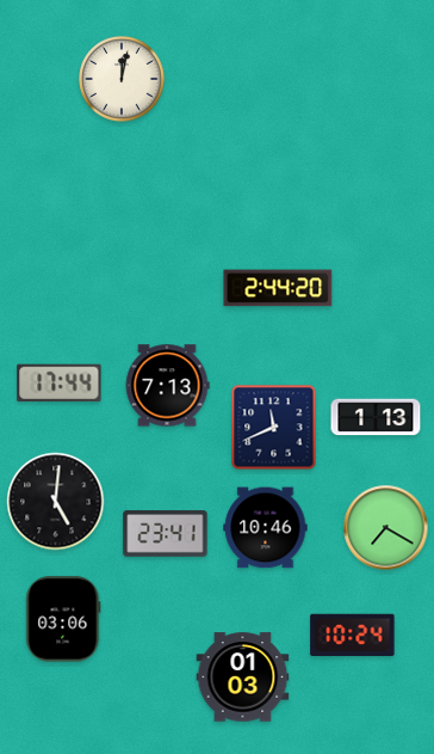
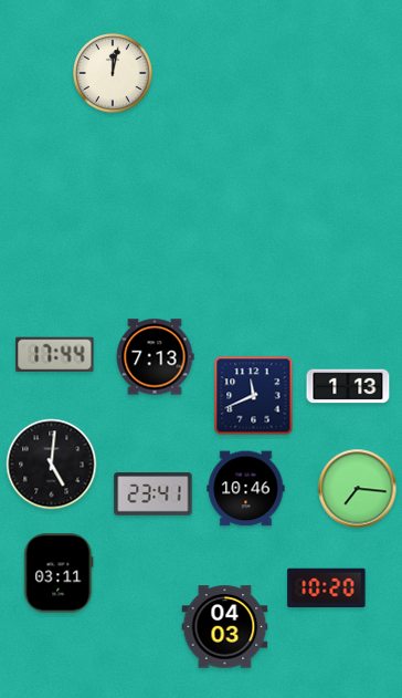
clock at (278, 288): 2:44 -> none
clock at (386, 528): 7:20 -> 7:16
clock at (63, 619): 03:06 -> 03:11
clock at (353, 635): 10:24 -> 10:20
clock at (243, 678): 01:03 -> 04:03
